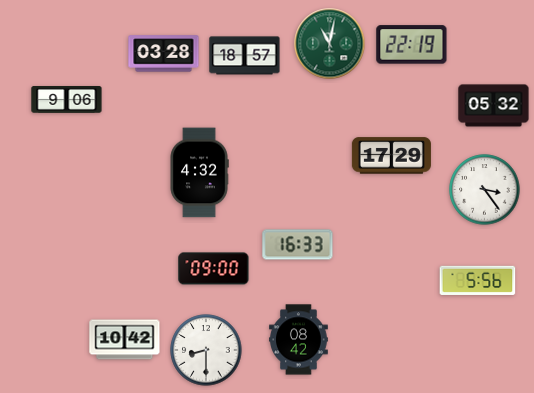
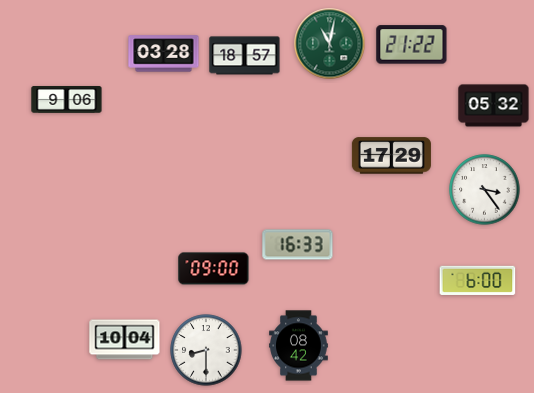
clock at (412, 45): 22:19 -> 21:22
clock at (199, 173): 4:32 -> none
clock at (478, 280): 5:56 -> 6:00
clock at (125, 340): 10:42 -> 10:04
clock at (299, 340) position: (299, 340) -> (299, 346)
